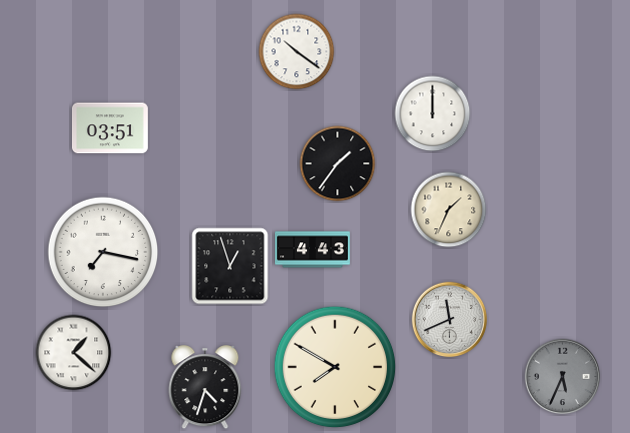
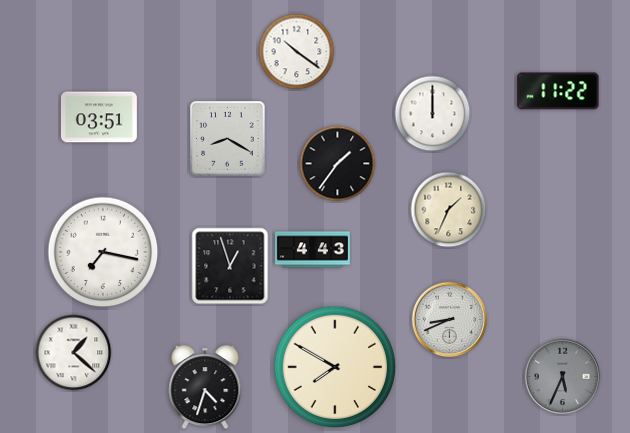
clock at (558, 91): none -> 11:22
clock at (110, 128) position: (110, 128) -> (99, 117)
clock at (228, 139): none -> 8:20
clock at (450, 320): 11:41 -> 8:41
